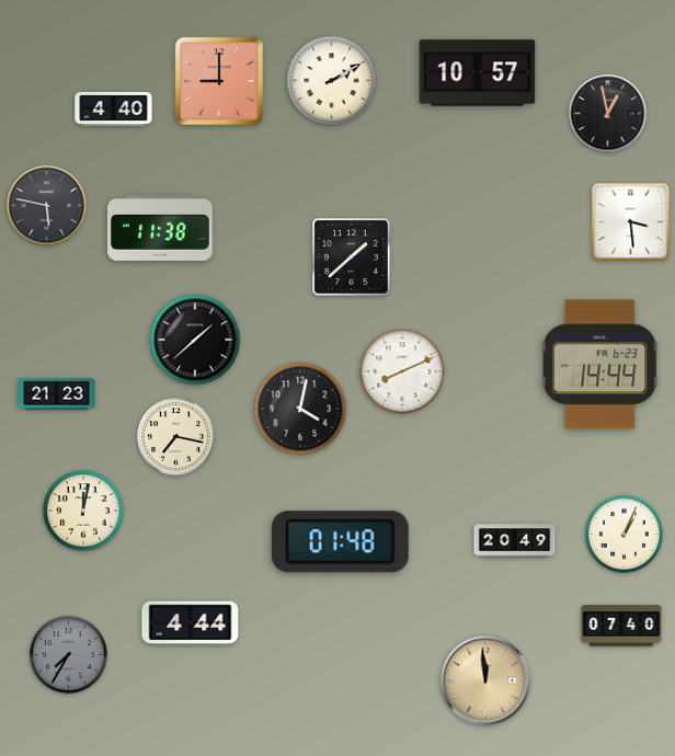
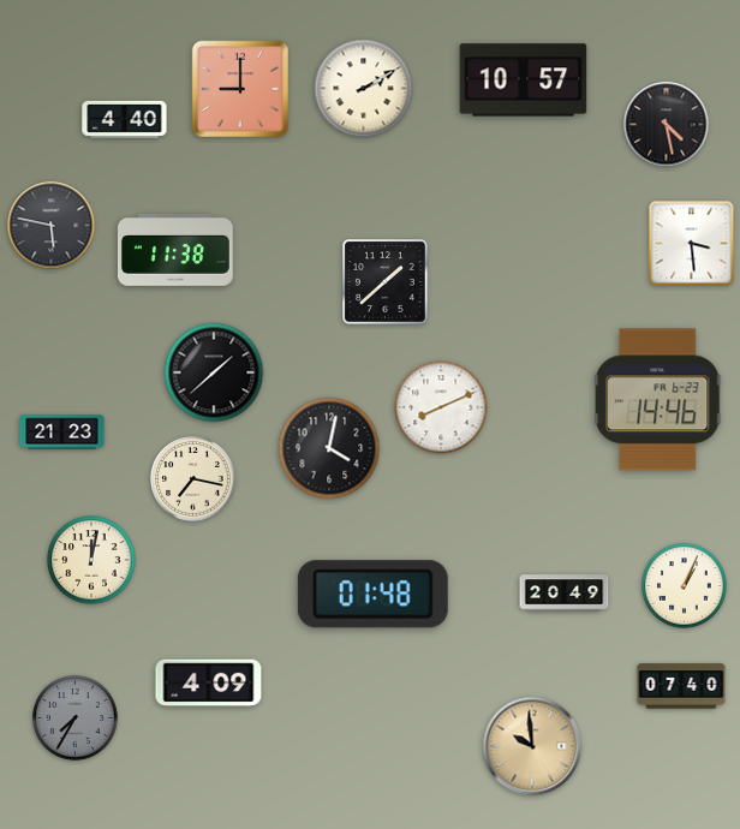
clock at (608, 114): 12:58 -> 4:28
clock at (600, 365): 14:44 -> 14:46
clock at (191, 623): 4:44 -> 4:09
clock at (485, 680): 11:59 -> 9:59
